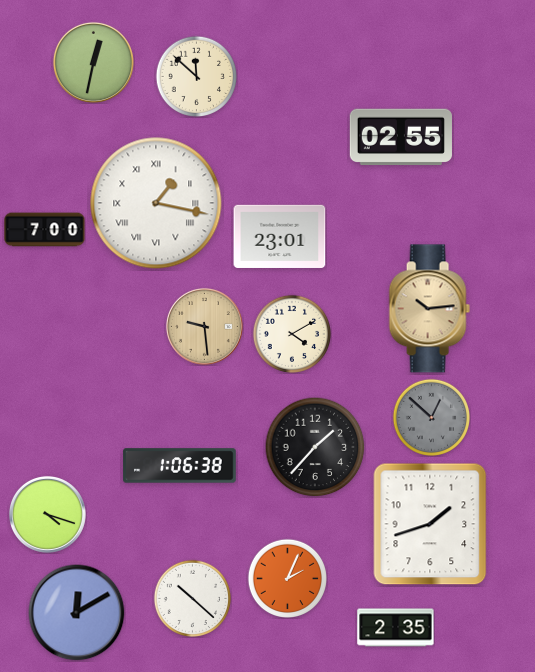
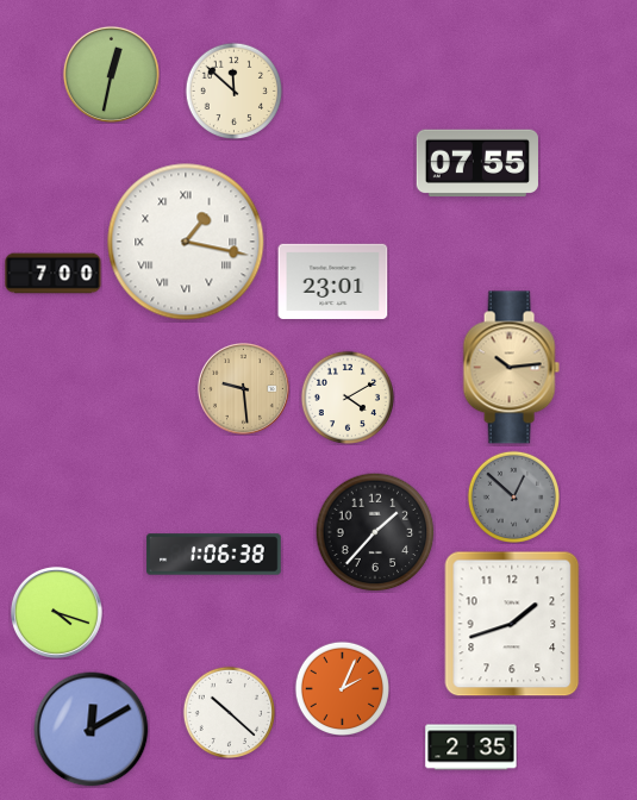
clock at (401, 137): 02:55 -> 07:55
